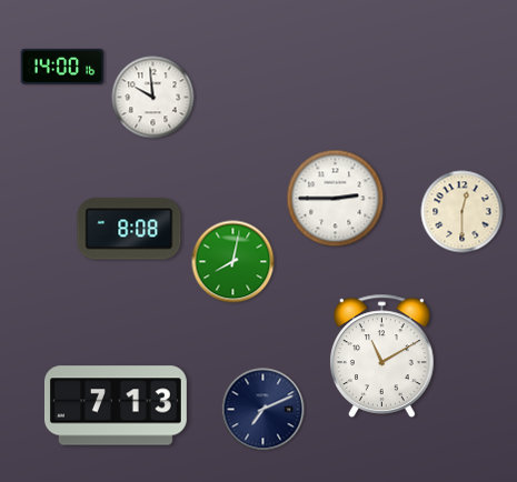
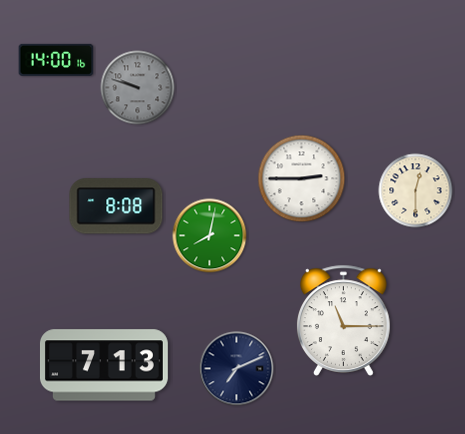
clock at (153, 98): 9:59 -> 9:48
clock at (153, 98) dial: white -> grey
clock at (382, 355): 11:10 -> 11:15
